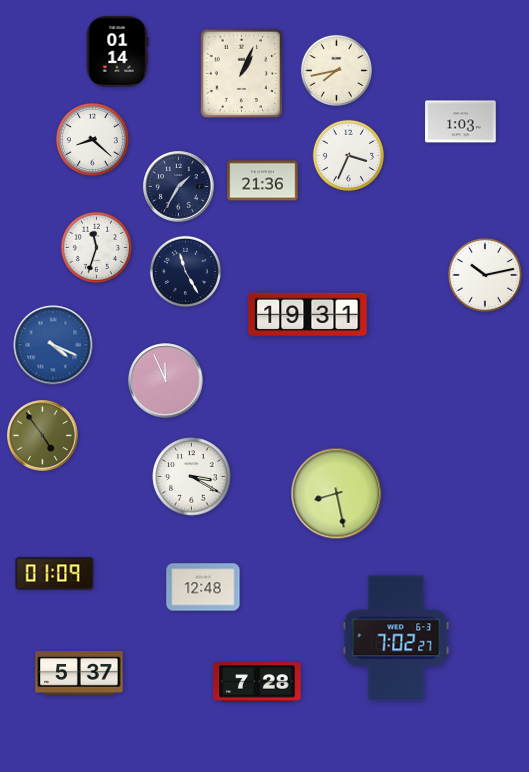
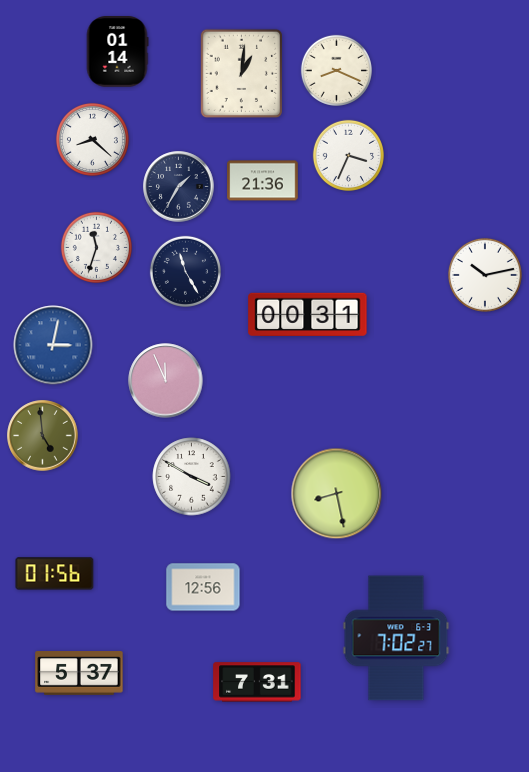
clock at (336, 70): 7:43 -> 8:19
clock at (242, 74): 1:04 -> 1:01
clock at (461, 122): 1:03 -> none
clock at (308, 314): 19:31 -> 00:31
clock at (53, 345): 4:19 -> 3:02
clock at (43, 436): 4:54 -> 4:59
clock at (192, 477): 3:20 -> 3:50
clock at (55, 574): 01:09 -> 01:56
clock at (203, 587): 12:48 -> 12:56
clock at (257, 682): 7:28 -> 7:31
